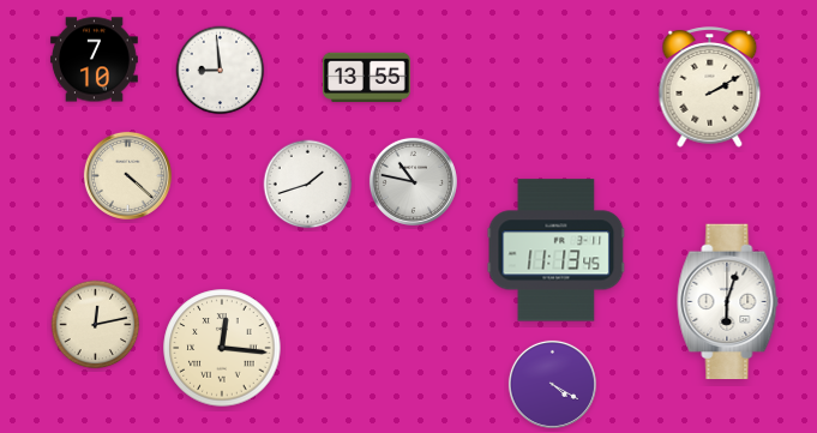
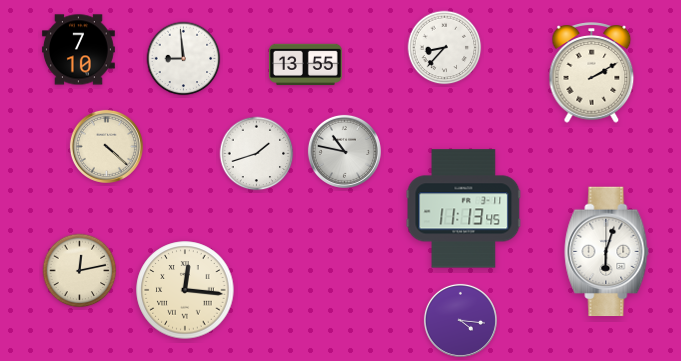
clock at (445, 48): none -> 8:37
clock at (552, 384): 4:20 -> 4:16
